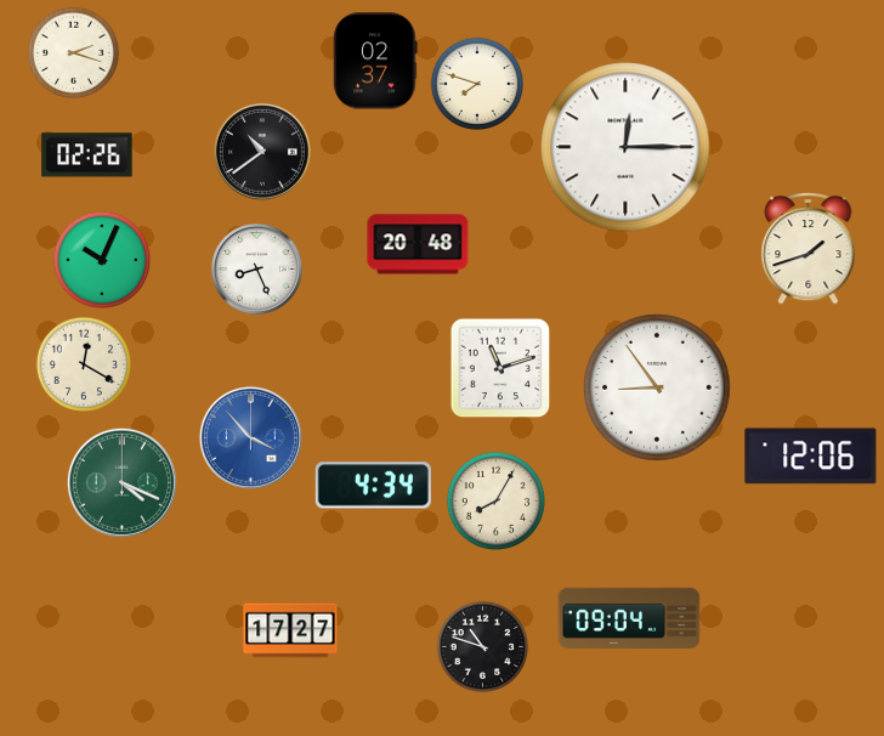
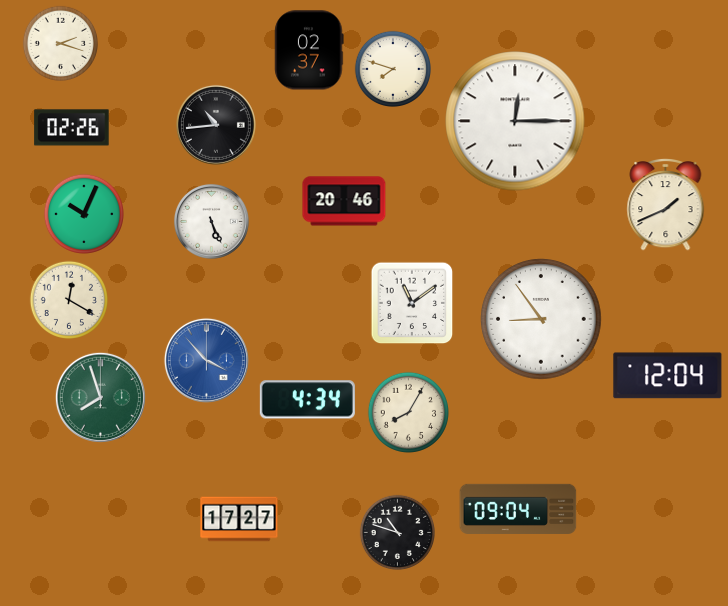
clock at (262, 152): 10:39 -> 10:44
clock at (418, 244): 20:48 -> 20:46
clock at (809, 249): 1:42 -> 1:41
clock at (256, 268): 8:26 -> 5:26
clock at (500, 368): 11:12 -> 11:09
clock at (811, 457): 12:06 -> 12:04
clock at (121, 482): 4:19 -> 7:57
